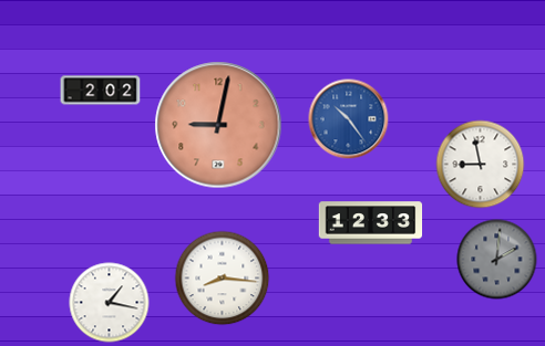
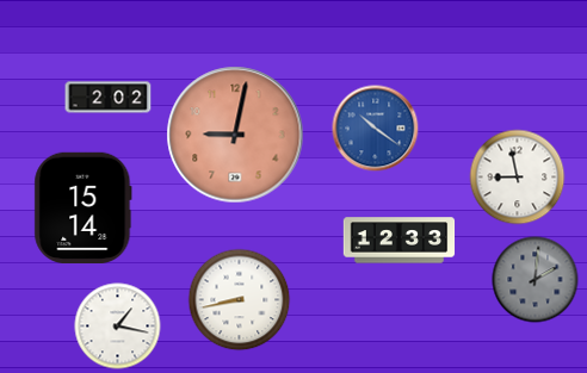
clock at (349, 119): 10:24 -> 10:21
clock at (84, 207): none -> 15:14
clock at (223, 279): 8:16 -> 8:43
